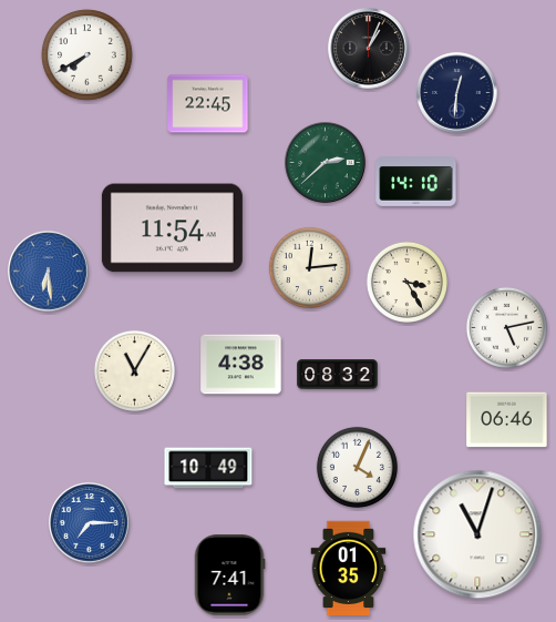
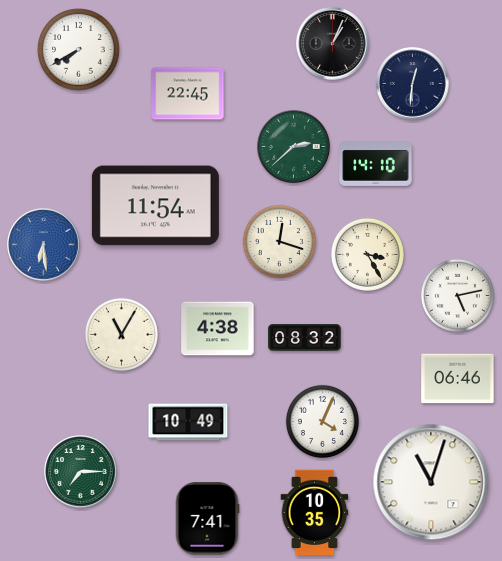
clock at (309, 267): 12:14 -> 12:18
clock at (90, 523) dial: blue -> green
clock at (349, 569): 01:35 -> 10:35
